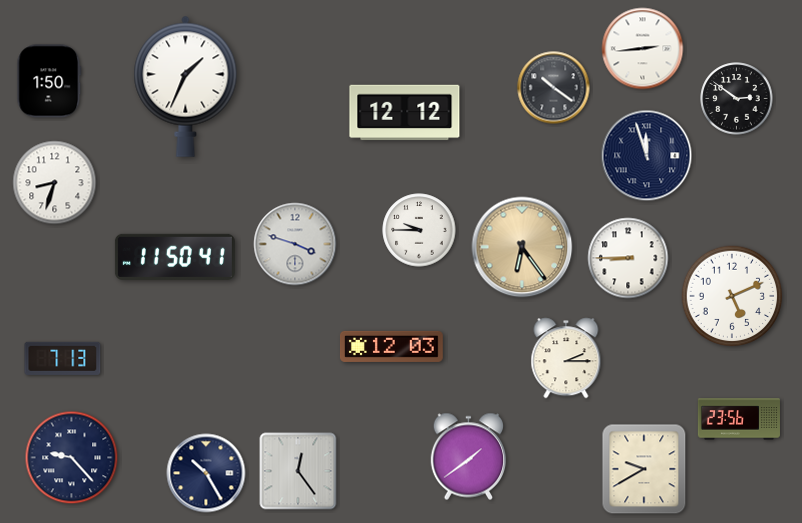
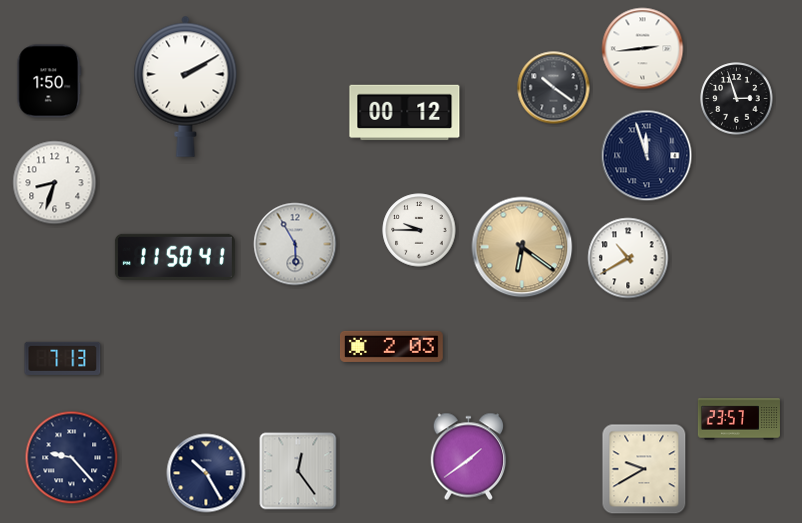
clock at (186, 86): 1:34 -> 2:10
clock at (737, 99): 2:51 -> 2:57
clock at (405, 113): 12:12 -> 00:12
clock at (295, 244): 3:48 -> 5:55
clock at (522, 247): 6:24 -> 6:21
clock at (628, 258): 8:45 -> 10:40
clock at (732, 296): 5:11 -> none
clock at (392, 346): 12:03 -> 2:03
clock at (566, 358): 2:15 -> none
clock at (739, 419): 23:56 -> 23:57
